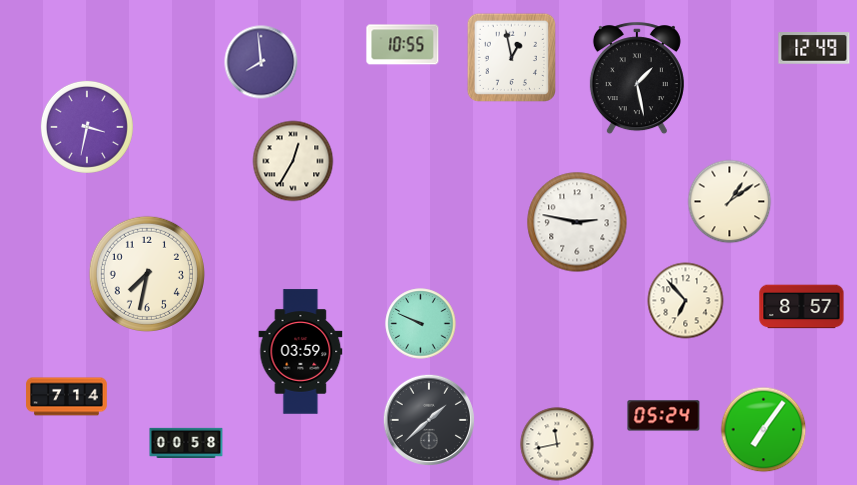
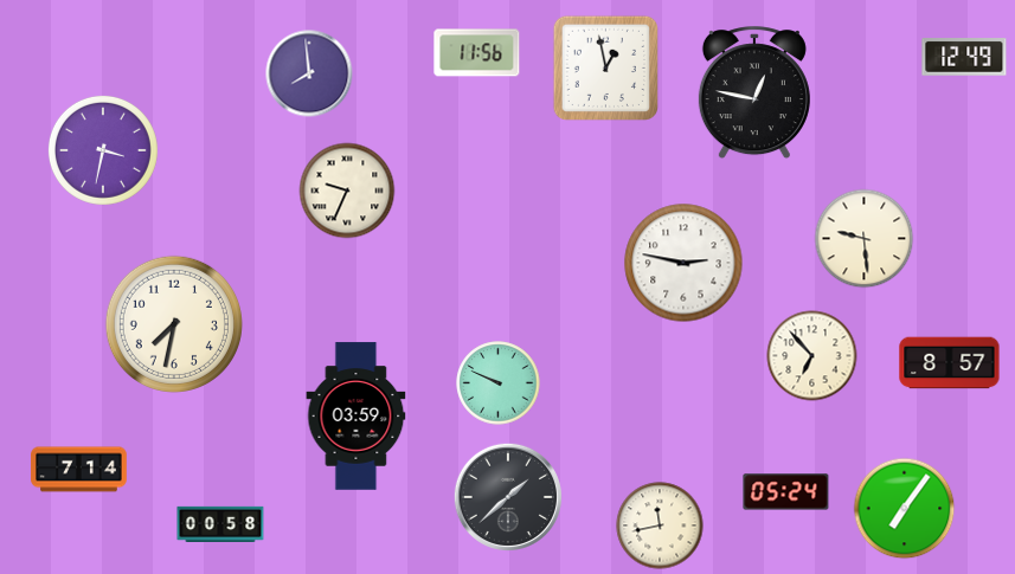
clock at (403, 45): 10:55 -> 11:56
clock at (637, 79): 1:28 -> 12:47
clock at (293, 161): 12:35 -> 9:34
clock at (730, 202): 1:09 -> 9:29
